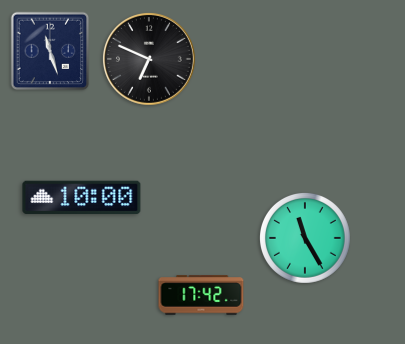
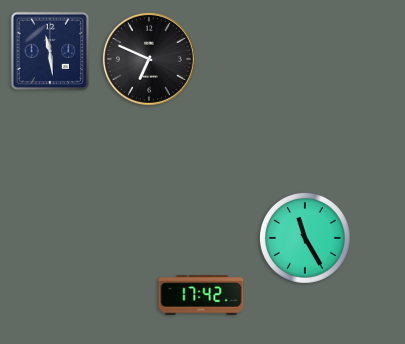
clock at (50, 51): 11:27 -> 11:29
clock at (82, 198): 10:00 -> none
